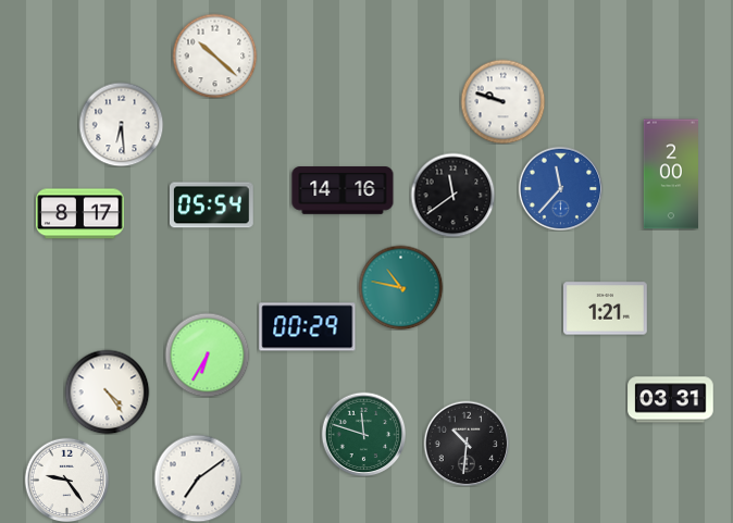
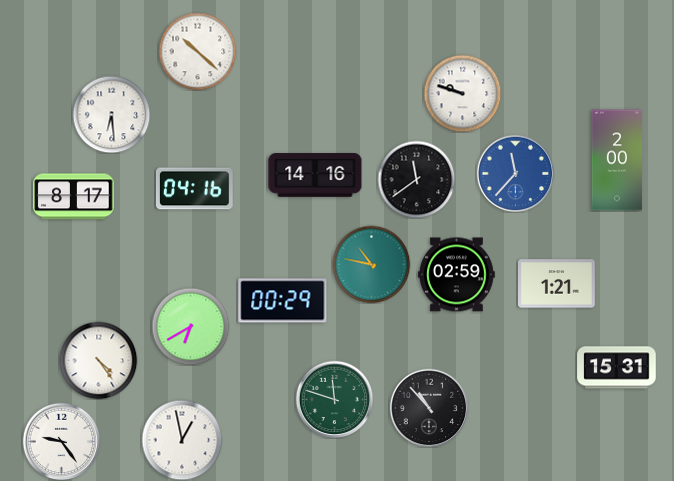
clock at (212, 206): 05:54 -> 04:16
clock at (400, 287) position: (400, 287) -> (371, 264)
clock at (457, 275): none -> 02:59
clock at (207, 354): 6:35 -> 6:40
clock at (671, 400): 03:31 -> 15:31
clock at (467, 444): 10:31 -> 10:53
clock at (198, 478): 7:09 -> 12:58
